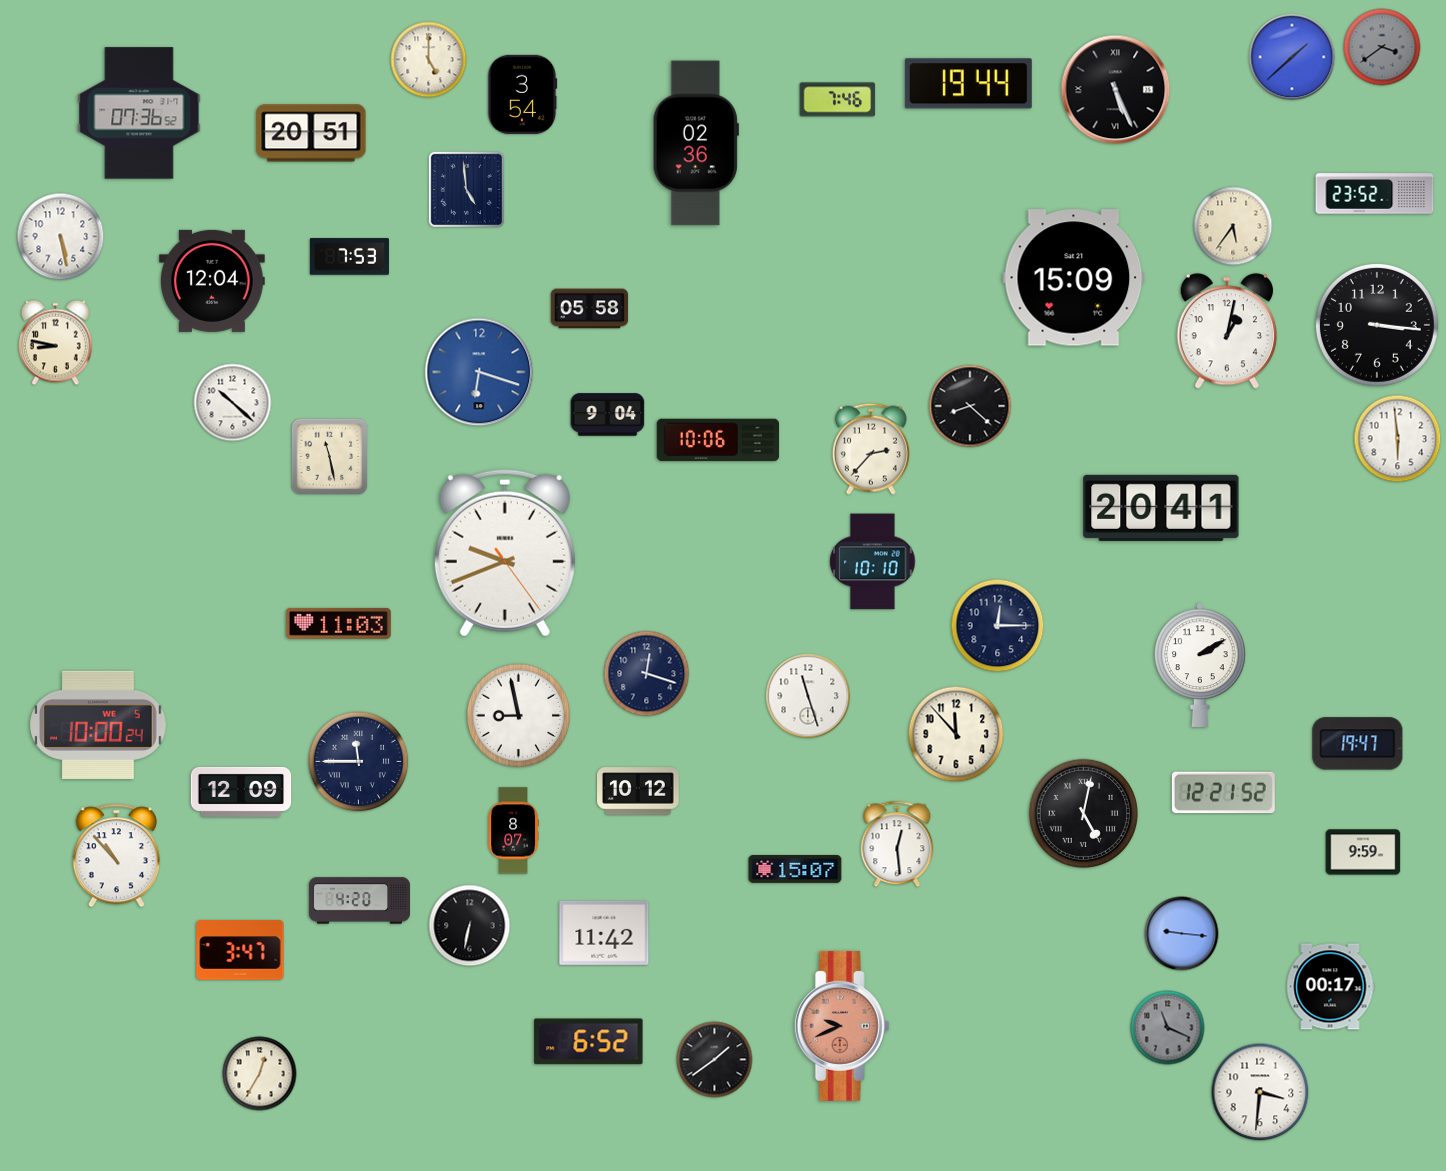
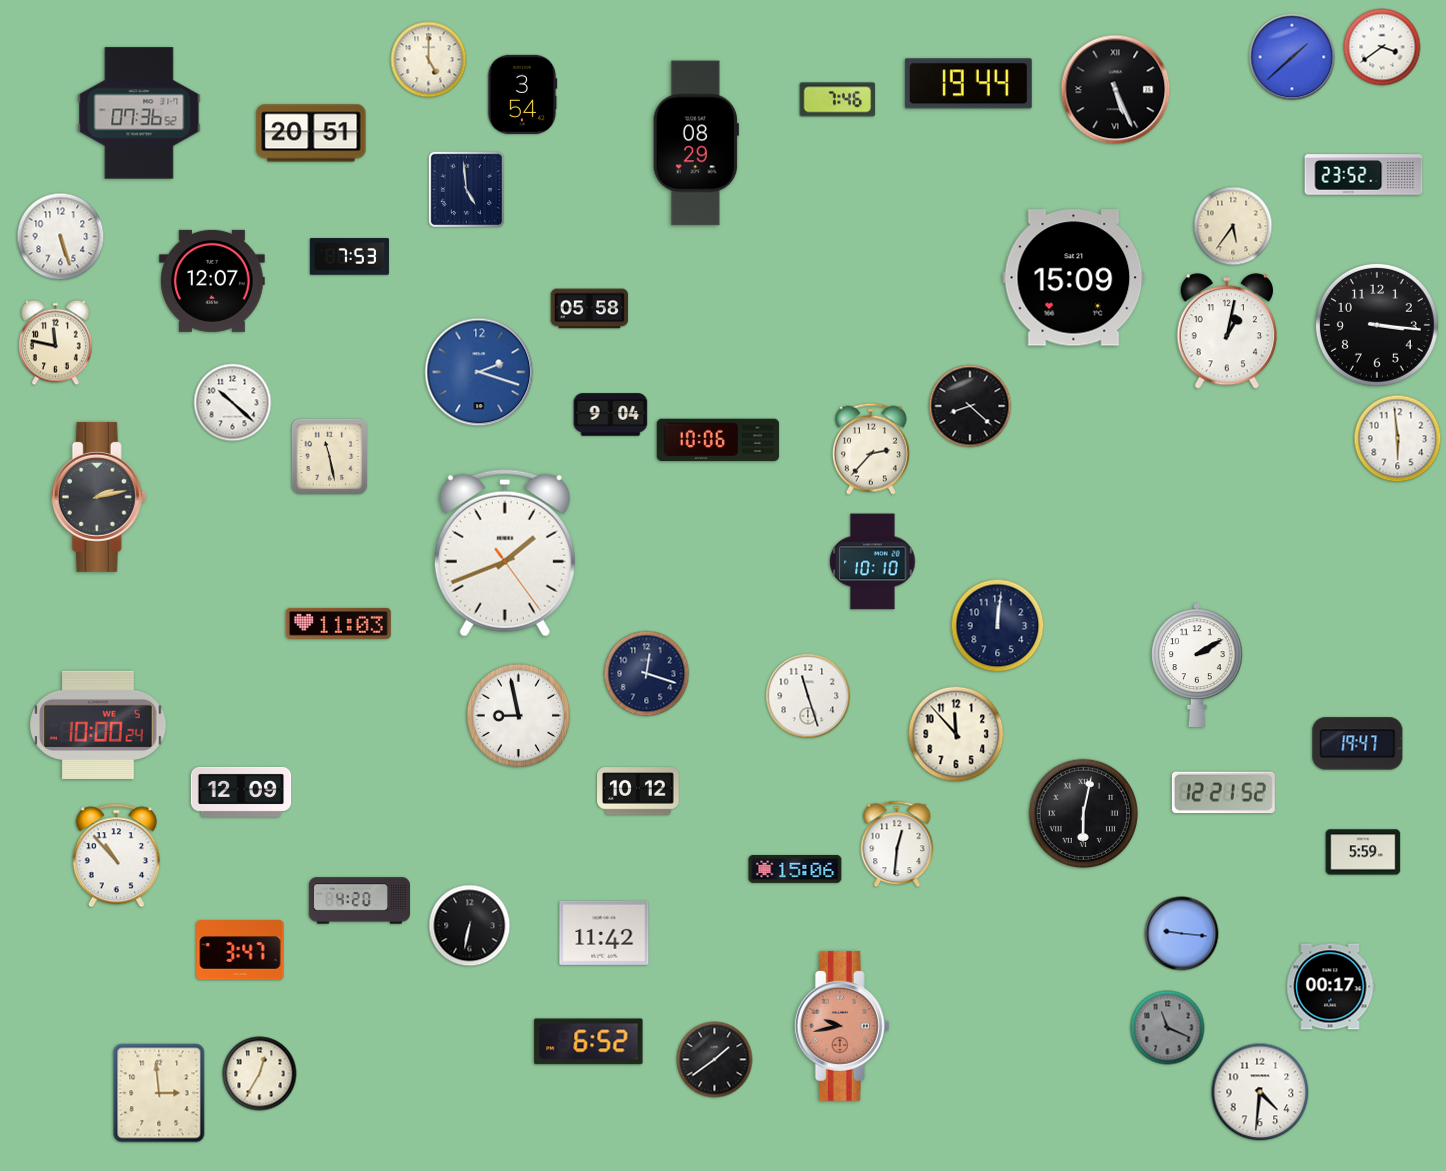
clock at (1382, 47) dial: grey -> white
clock at (696, 143): 02:36 -> 08:29
clock at (1375, 194) position: (1375, 194) -> (1364, 175)
clock at (61, 237): 5:28 -> 5:27
clock at (212, 281): 12:04 -> 12:07
clock at (55, 343): 8:47 -> 11:47
clock at (479, 372): 6:18 -> 2:18
clock at (608, 415) position: (608, 415) -> (611, 415)
clock at (99, 497): none -> 2:13
clock at (1161, 508): 20:41 -> none
clock at (505, 553): 9:41 -> 1:41
clock at (998, 626): 12:15 -> 12:01
clock at (1200, 665) position: (1200, 665) -> (1197, 665)
clock at (359, 762): 11:45 -> none
clock at (1083, 813): 5:02 -> 6:02
clock at (513, 831): 8:07 -> none
clock at (897, 844): 12:29 -> 12:31
clock at (1363, 852): 9:59 -> 5:59
clock at (795, 870): 15:07 -> 15:06
clock at (842, 1026): 9:41 -> 9:43
clock at (1260, 1092): 3:31 -> 4:31
clock at (159, 1093): none -> 2:59
